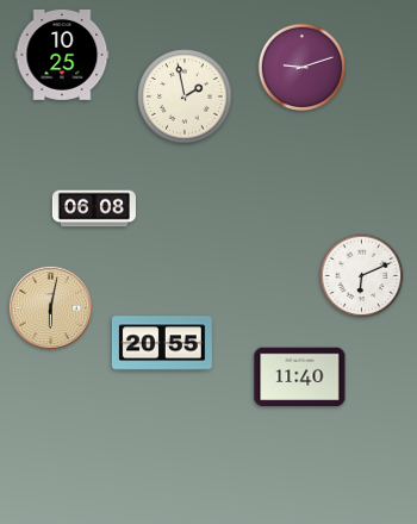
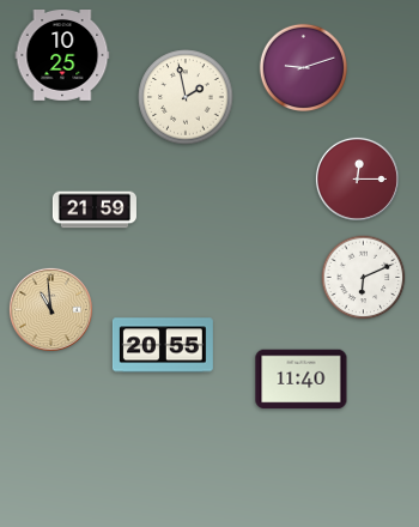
clock at (357, 178): none -> 12:15
clock at (94, 208): 06:08 -> 21:59
clock at (50, 307): 6:02 -> 10:59
